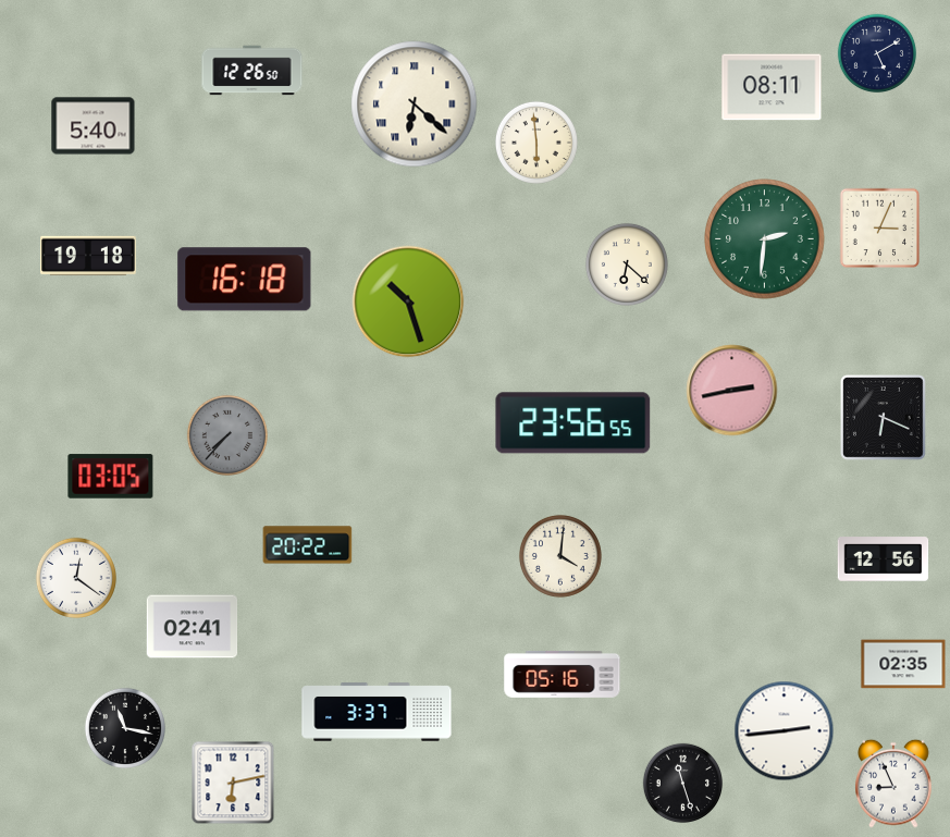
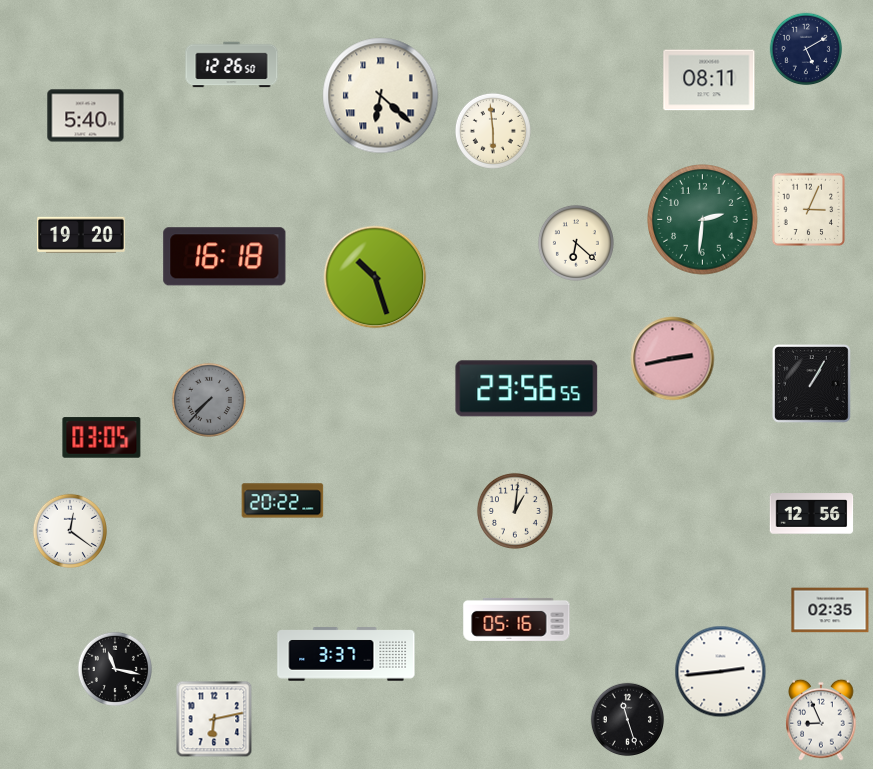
clock at (88, 256): 19:18 -> 19:20
clock at (884, 418): 6:19 -> 1:05
clock at (560, 556): 4:01 -> 1:01
clock at (193, 627): 02:41 -> none
